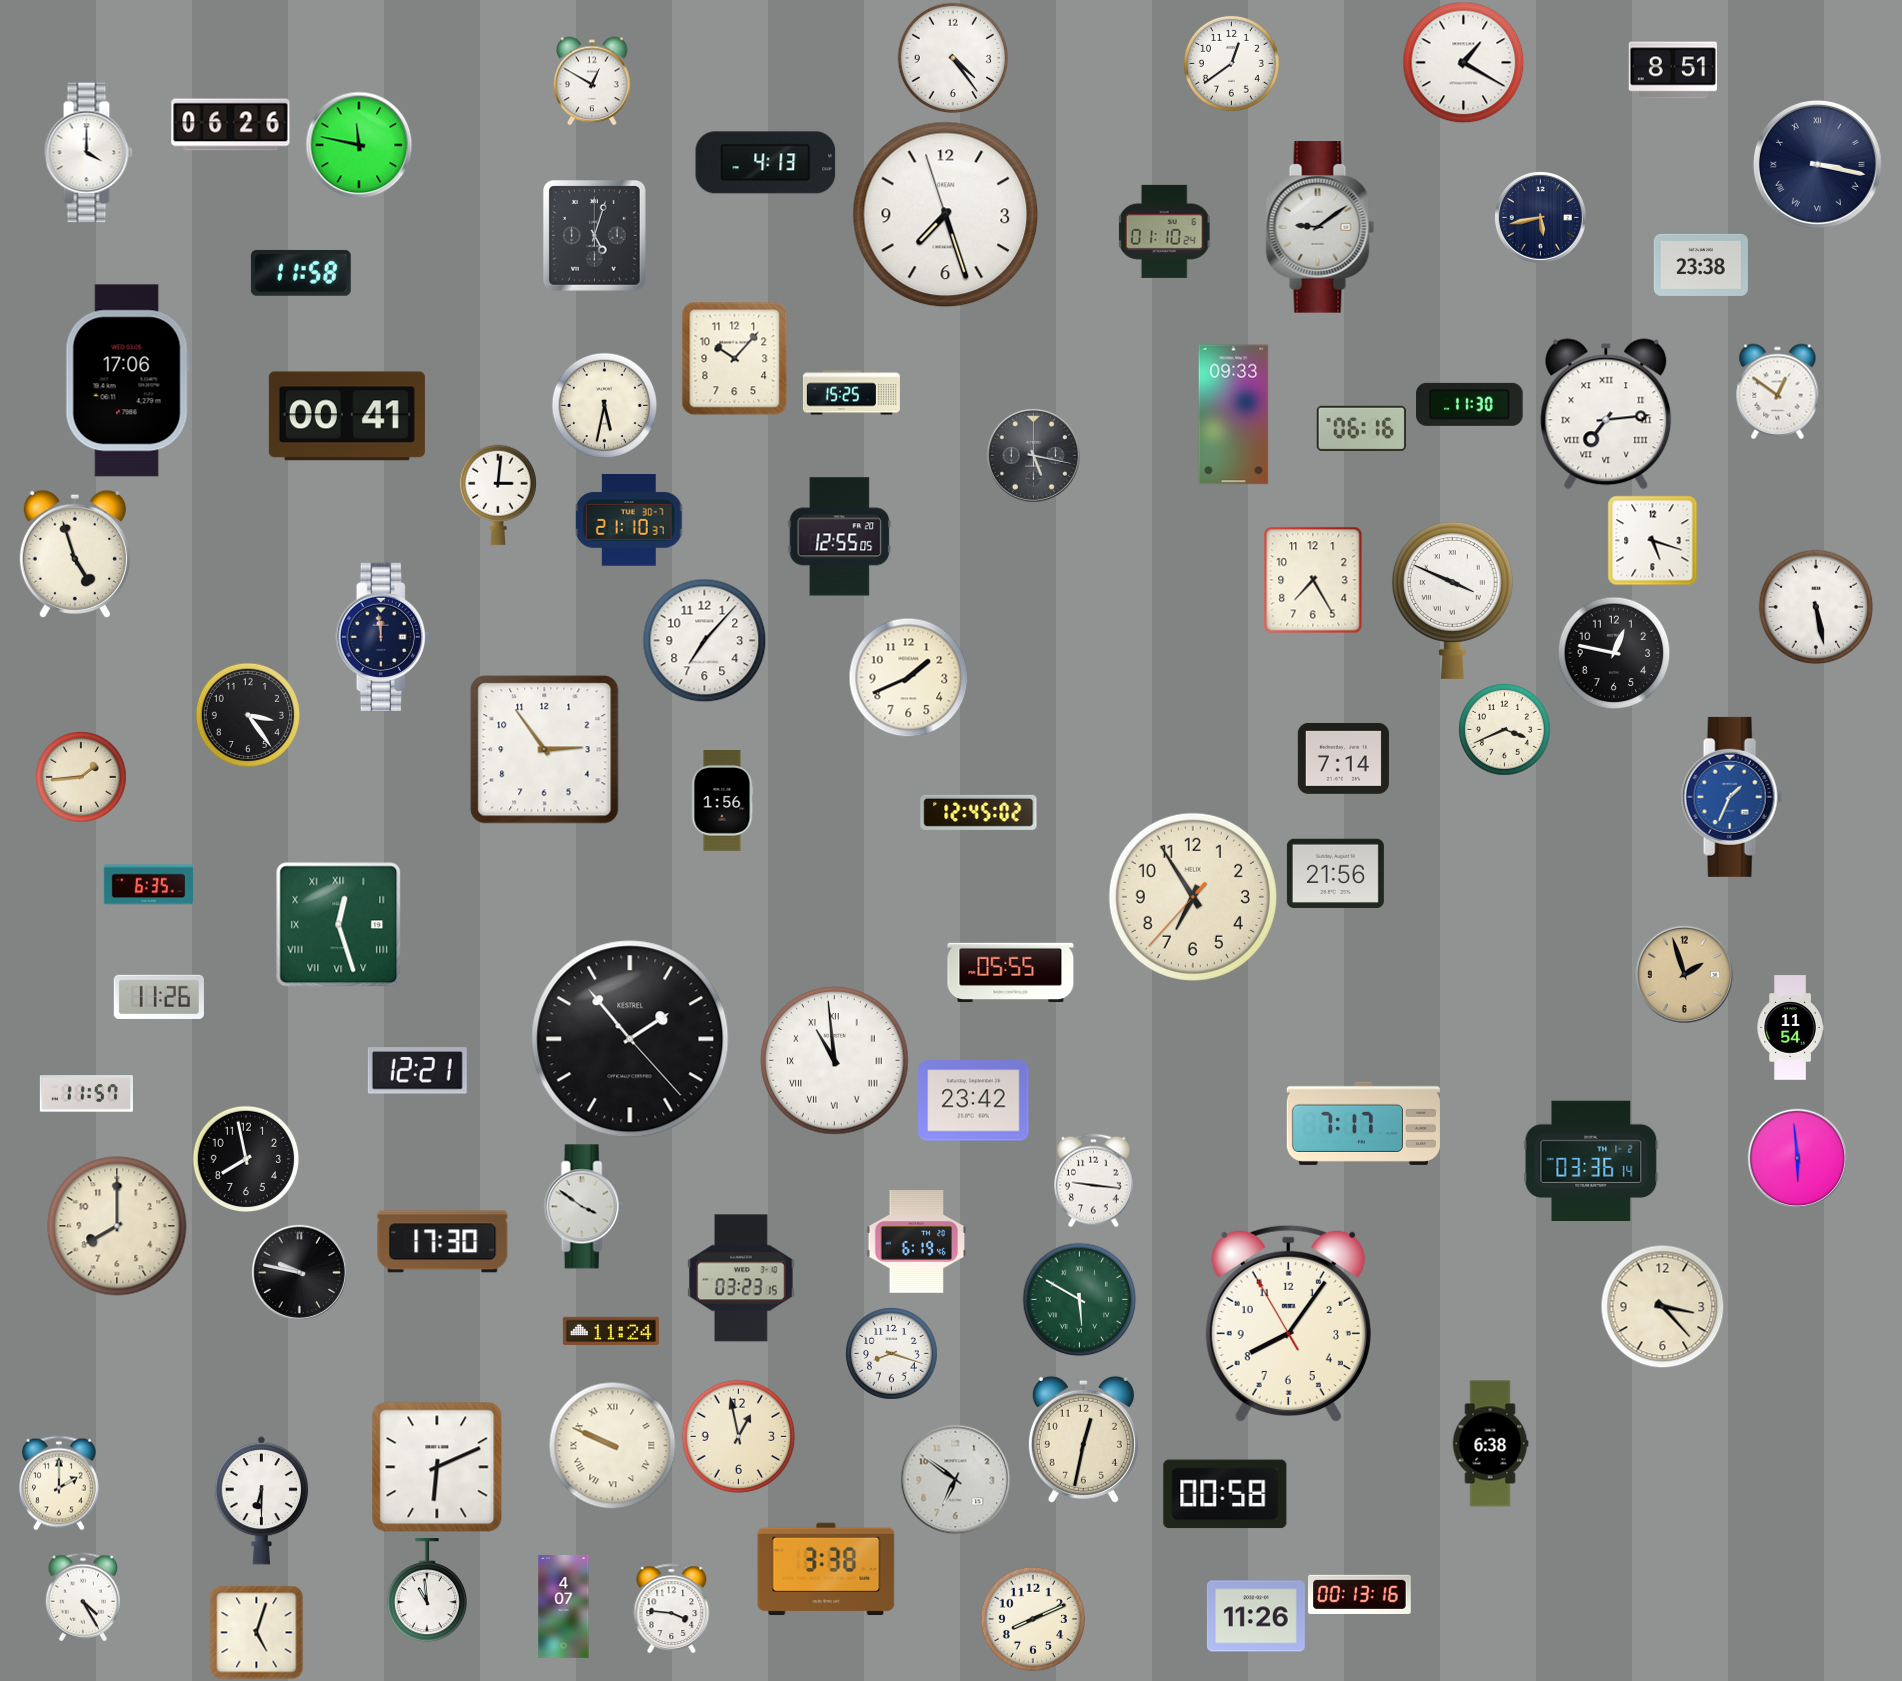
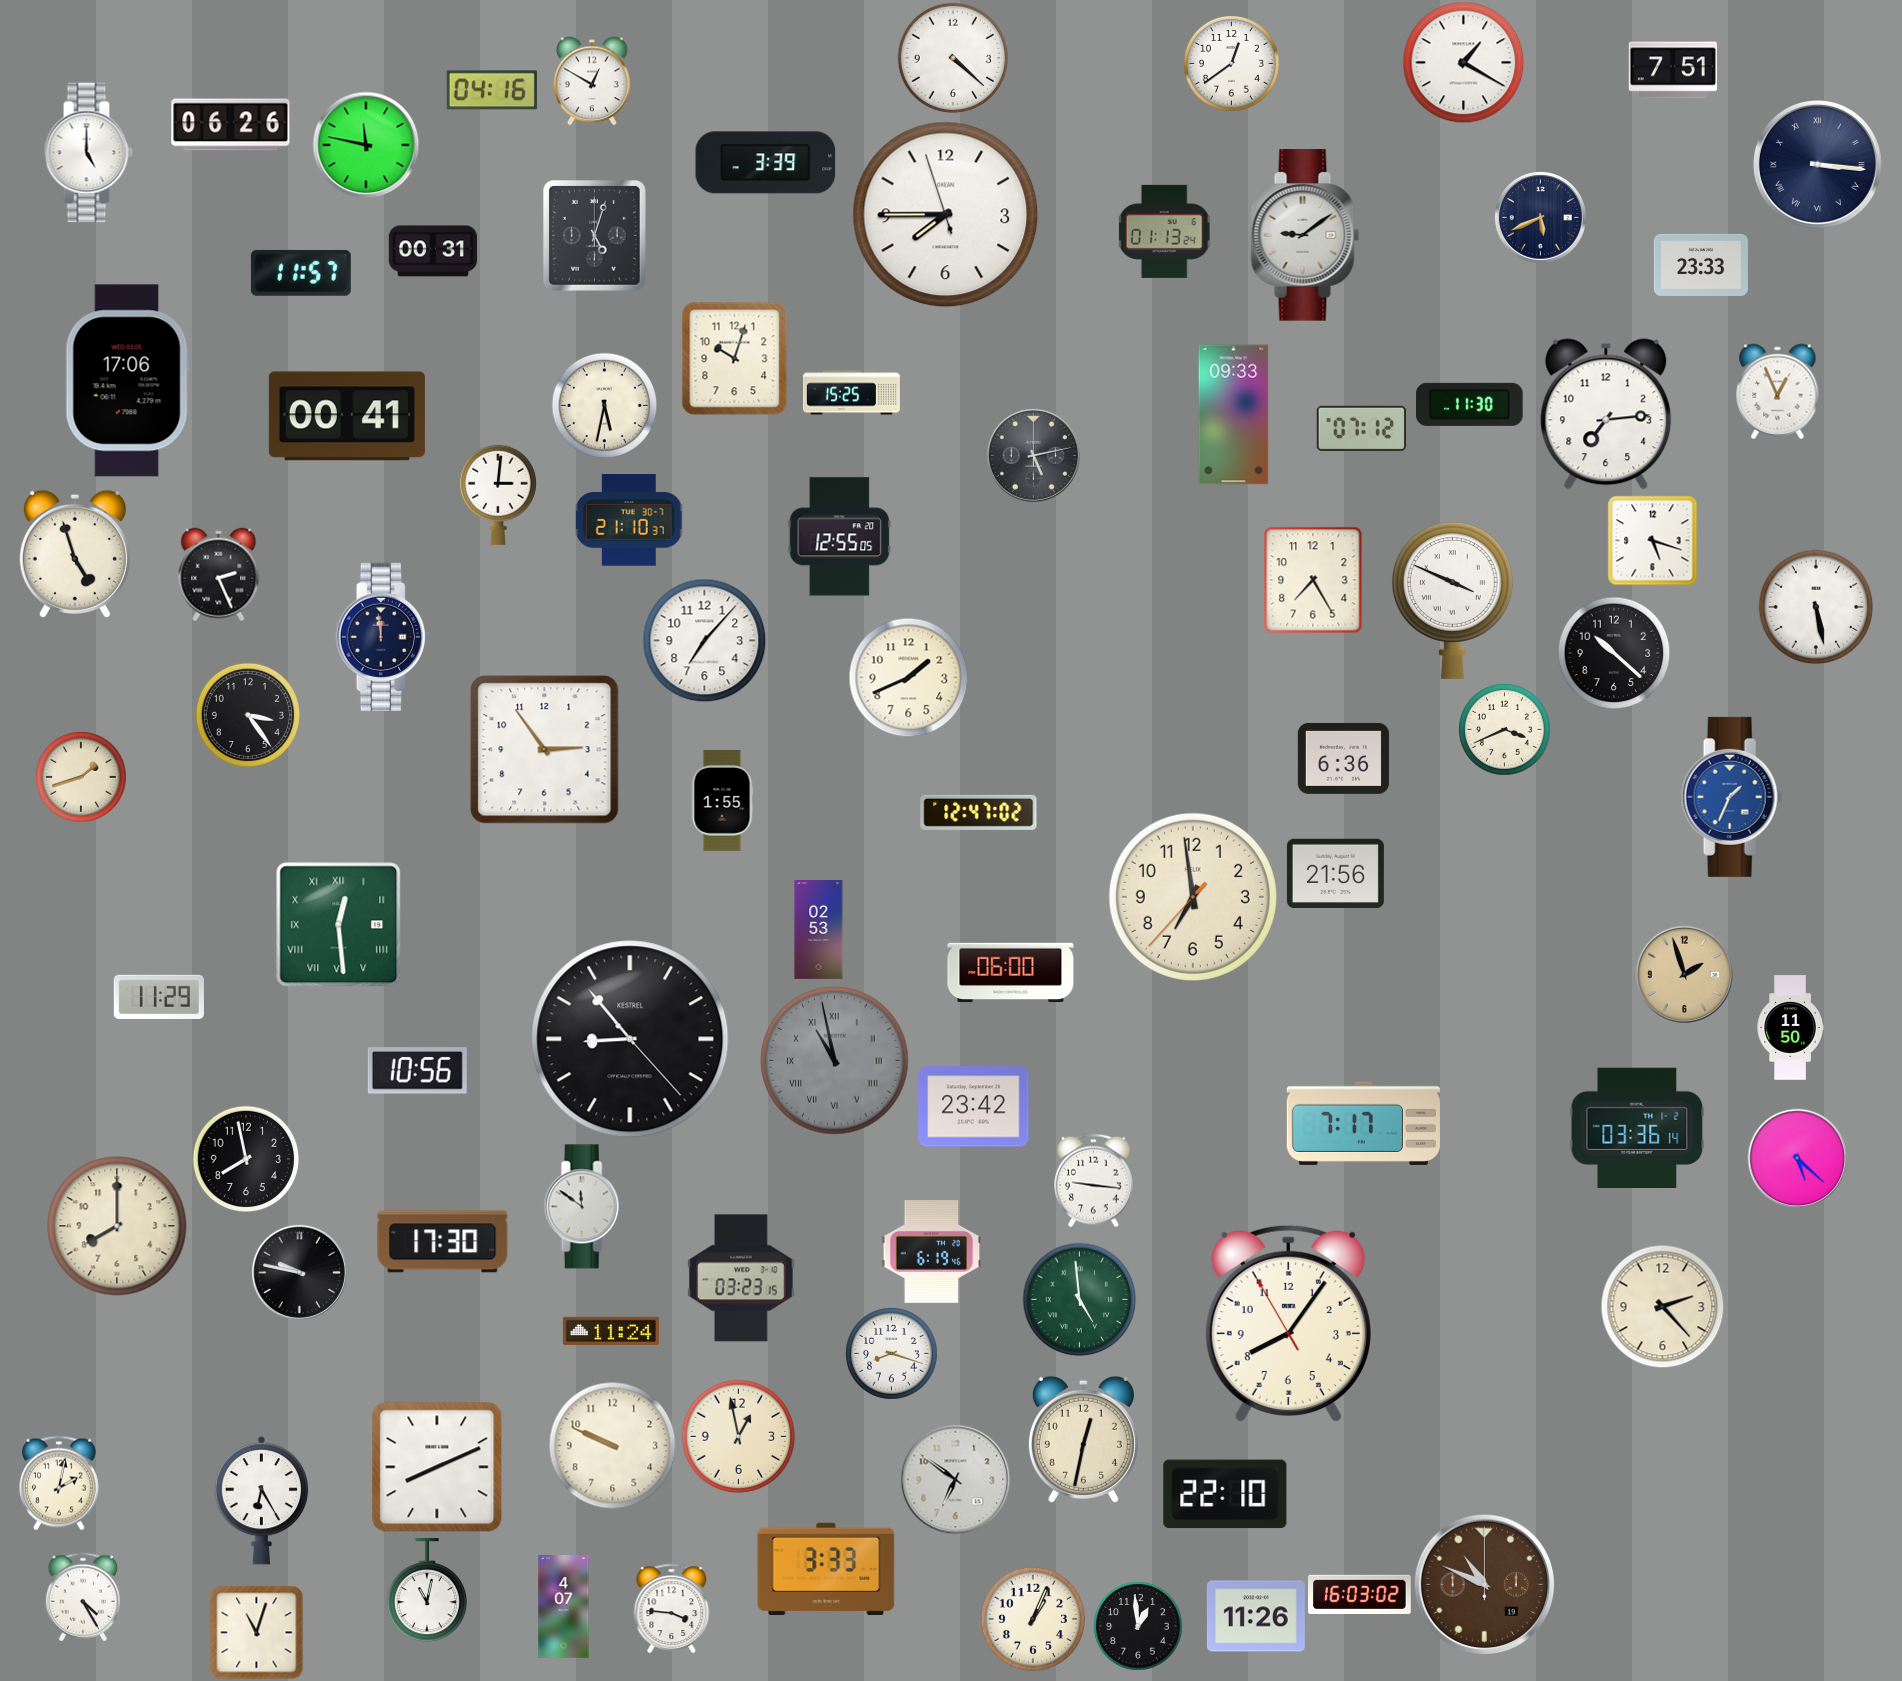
clock at (953, 58): 4:24 -> 4:22
clock at (1673, 70): 8:51 -> 7:51
clock at (492, 90): none -> 04:16
clock at (359, 145) position: (359, 145) -> (366, 145)
clock at (88, 153): 4:00 -> 5:00
clock at (766, 163): 4:13 -> 3:39
clock at (1817, 164): 3:17 -> 3:16
clock at (946, 215): 7:26 -> 7:44
clock at (1540, 217): 5:43 -> 5:41
clock at (1320, 227) position: (1320, 227) -> (1305, 235)
clock at (1164, 231): 01:10 -> 01:13
clock at (432, 251): none -> 00:31
clock at (1701, 265): 23:38 -> 23:33
clock at (301, 273): 11:58 -> 11:57
clock at (735, 358): 10:07 -> 10:03
clock at (1778, 391): 12:51 -> 12:56
clock at (1606, 414) numerals: Roman -> Arabic
clock at (1361, 428): 06:16 -> 07:12
clock at (1033, 455): 5:17 -> 5:13
clock at (219, 574): none -> 2:26
clock at (1614, 653): 12:47 -> 10:22
clock at (1343, 758): 7:14 -> 6:36
clock at (81, 777): 1:44 -> 1:42
clock at (722, 801): 1:56 -> 1:55
clock at (979, 812): 12:45 -> 12:47
clock at (148, 885): 6:35 -> none
clock at (1193, 897): 6:54 -> 6:58
clock at (338, 924): 12:27 -> 12:29
clock at (819, 929): none -> 02:53
clock at (1011, 973): 05:55 -> 06:00
clock at (159, 996): 11:26 -> 11:29
clock at (1790, 1028): 11:54 -> 11:50
clock at (630, 1039): 1:53 -> 8:53
clock at (835, 1061): 10:59 -> 10:58
clock at (835, 1061) dial: white -> grey
clock at (417, 1071): 12:21 -> 10:56
clock at (86, 1094): 11:57 -> none
clock at (974, 1101) position: (974, 1101) -> (974, 1107)
clock at (1797, 1158): 5:59 -> 5:22
clock at (1591, 1161) position: (1591, 1161) -> (1637, 1128)
clock at (583, 1207): 3:51 -> 11:51
clock at (917, 1242) position: (917, 1242) -> (932, 1252)
clock at (1079, 1299): 5:50 -> 4:59
clock at (1662, 1306): 3:23 -> 2:23
clock at (1490, 1444): 6:38 -> none
clock at (612, 1445) numerals: Roman -> Arabic
clock at (437, 1467): 6:11 -> 8:11
clock at (59, 1483): 2:00 -> 2:02
clock at (1225, 1494): 00:58 -> 22:10
clock at (262, 1500): 6:30 -> 6:25
clock at (826, 1569): 3:38 -> 3:33
clock at (1484, 1584): none -> 10:49
clock at (427, 1590): 10:59 -> 11:02
clock at (1360, 1594): 00:13 -> 16:03
clock at (1033, 1619): 8:11 -> 1:04
clock at (1138, 1626): none -> 12:59
clock at (256, 1632): 5:03 -> 11:03
